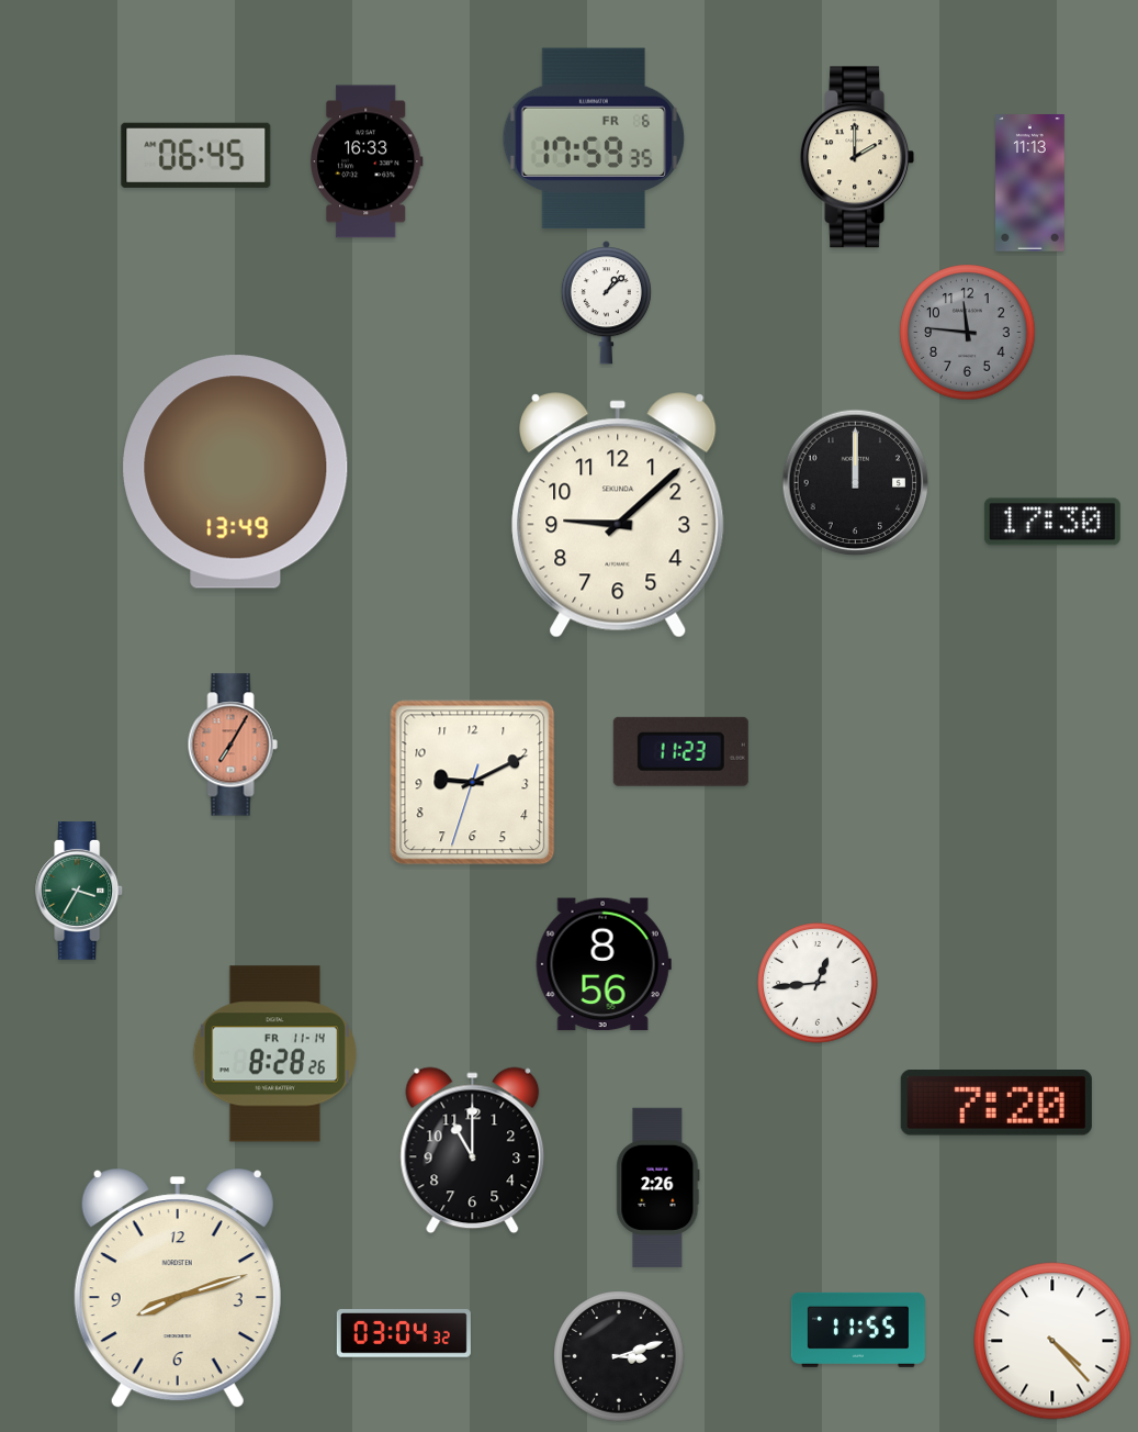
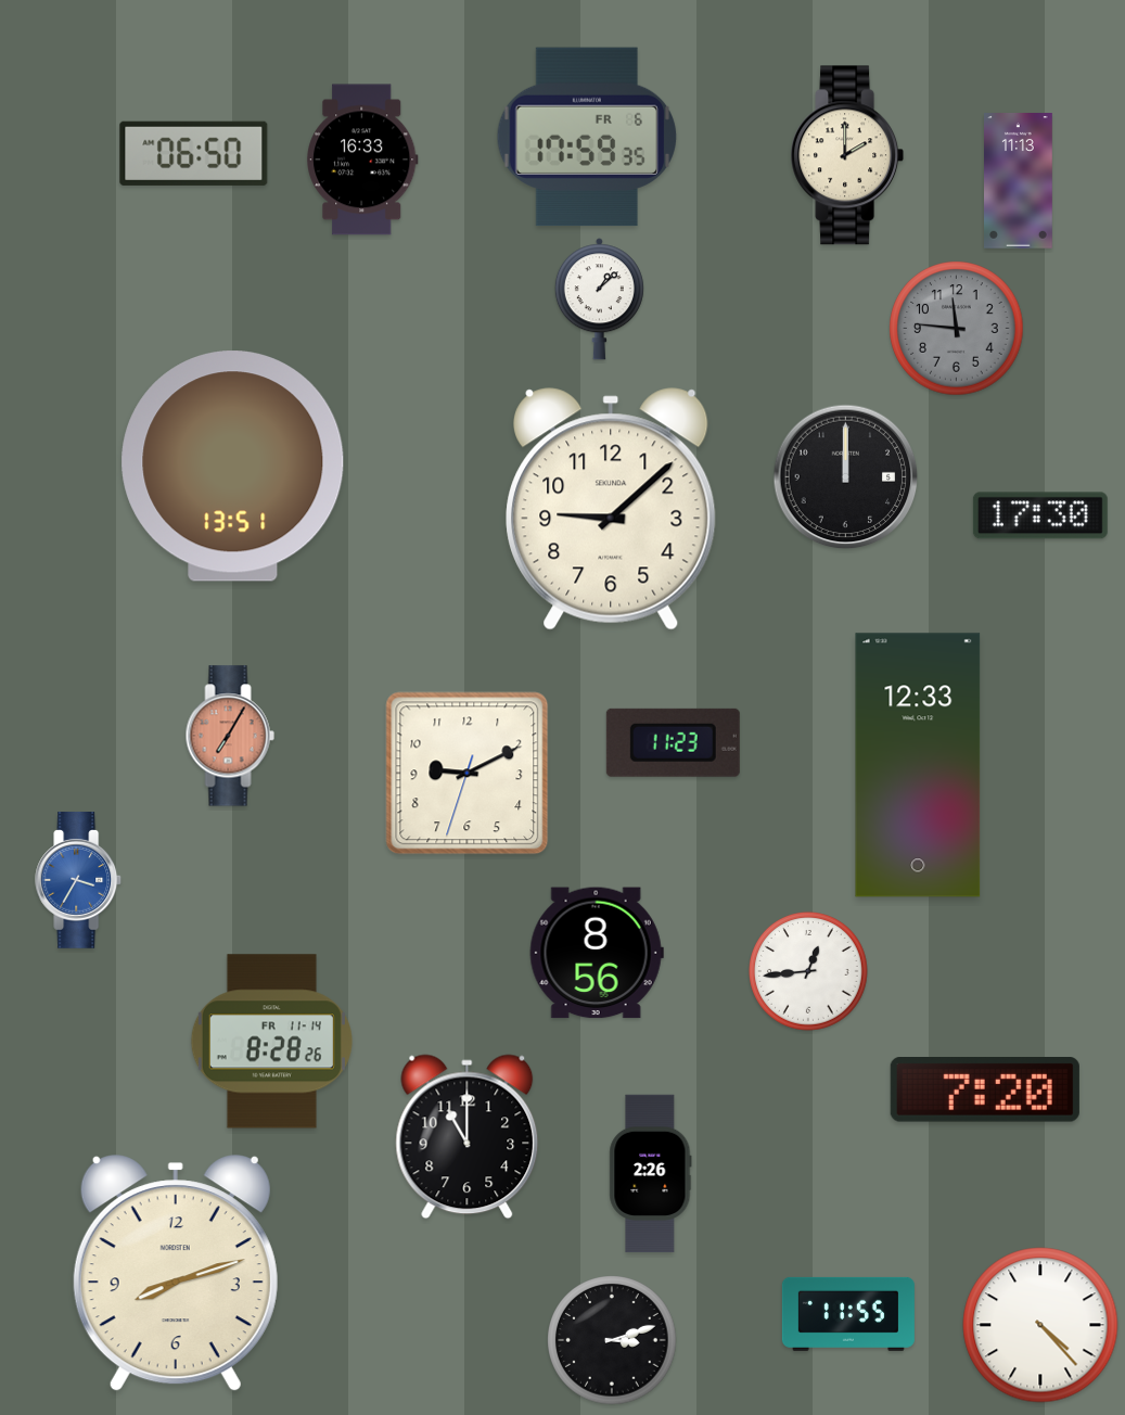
clock at (196, 155): 06:45 -> 06:50
clock at (236, 472): 13:49 -> 13:51
clock at (918, 765): none -> 12:33
clock at (80, 892) dial: green -> blue
clock at (404, 1334): 03:04 -> none
